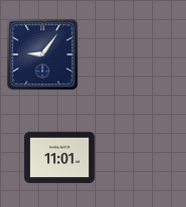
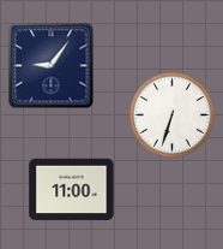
clock at (173, 115): none -> 6:33
clock at (60, 158): 11:01 -> 11:00
